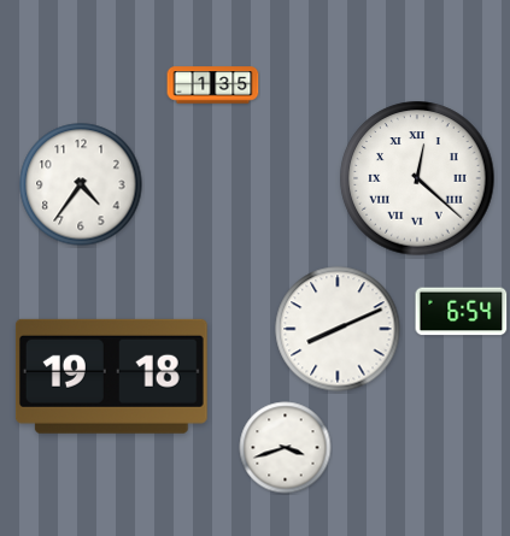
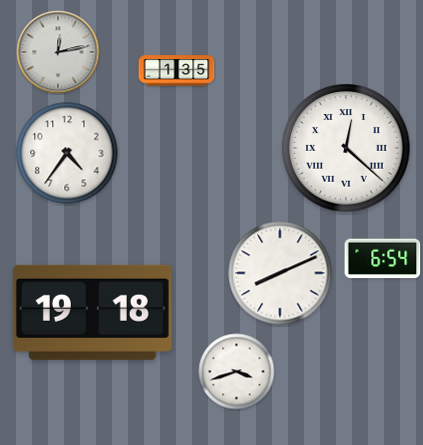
clock at (58, 52): none -> 12:13
